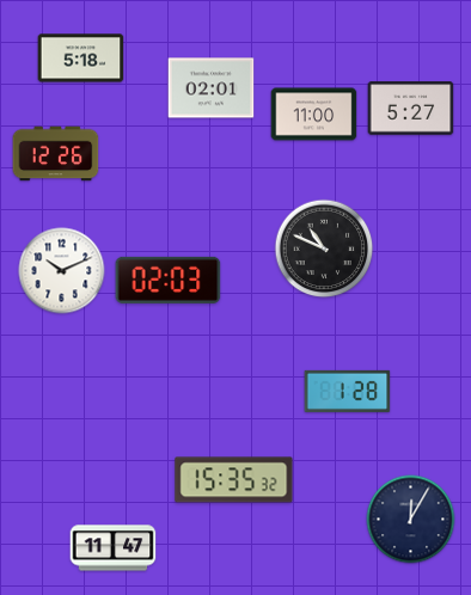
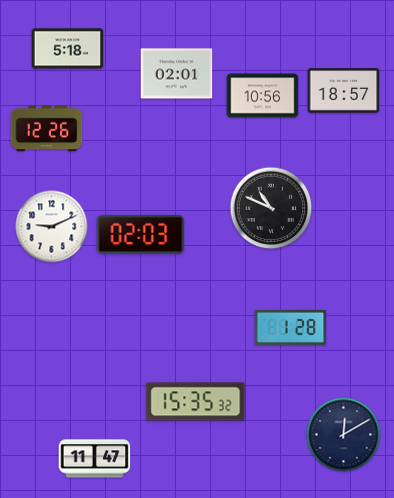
clock at (411, 109): 5:27 -> 18:57
clock at (314, 115): 11:00 -> 10:56
clock at (62, 271): 10:11 -> 9:11
clock at (411, 520): 12:05 -> 12:10
